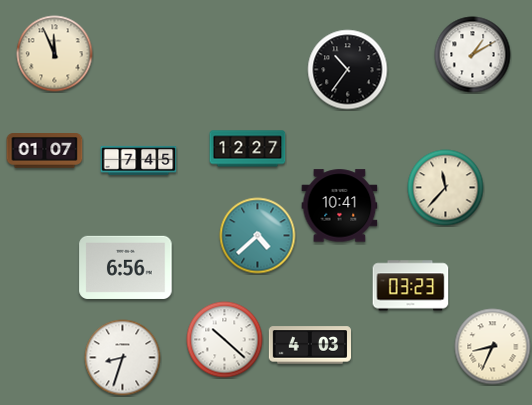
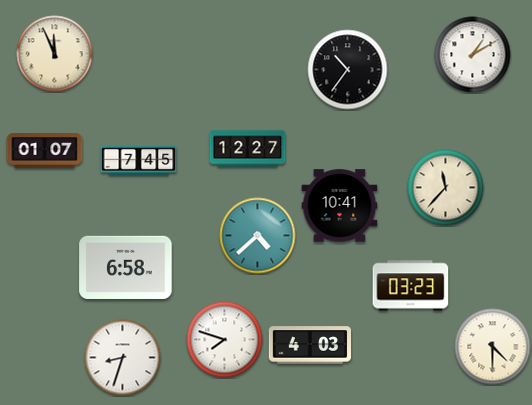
clock at (126, 267): 6:56 -> 6:58
clock at (225, 340): 10:22 -> 7:48
clock at (493, 347): 8:34 -> 4:30
